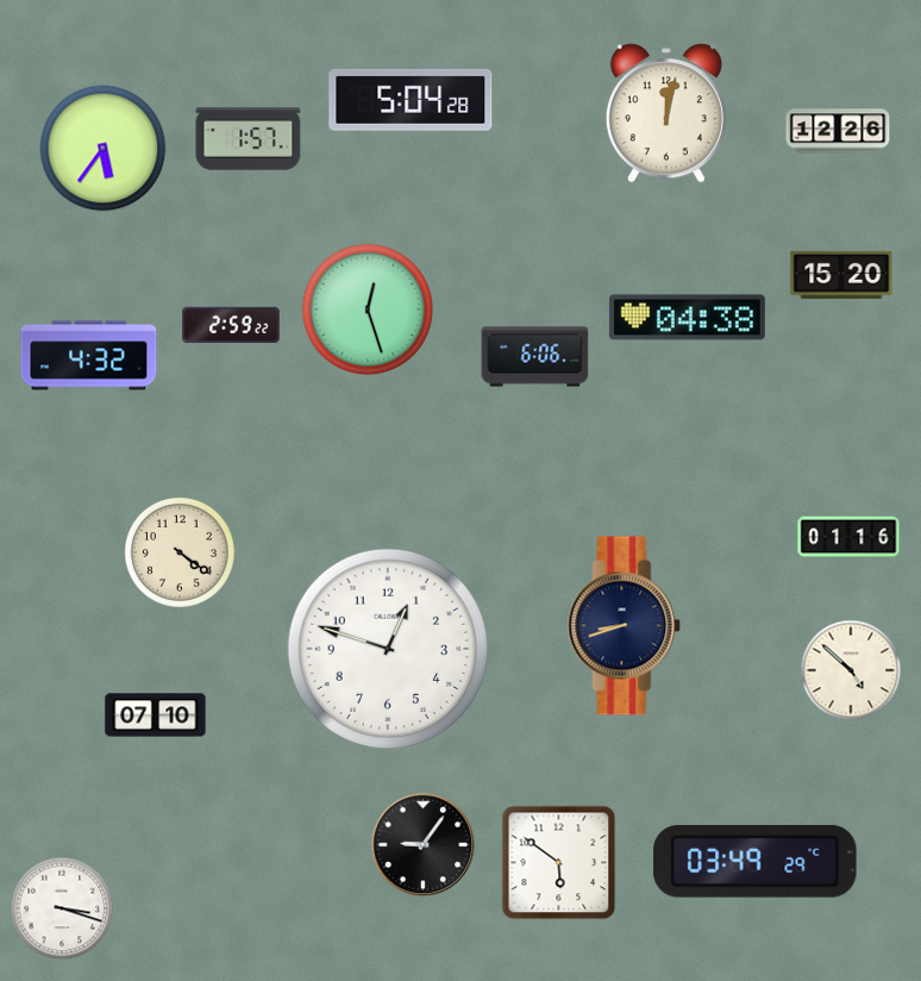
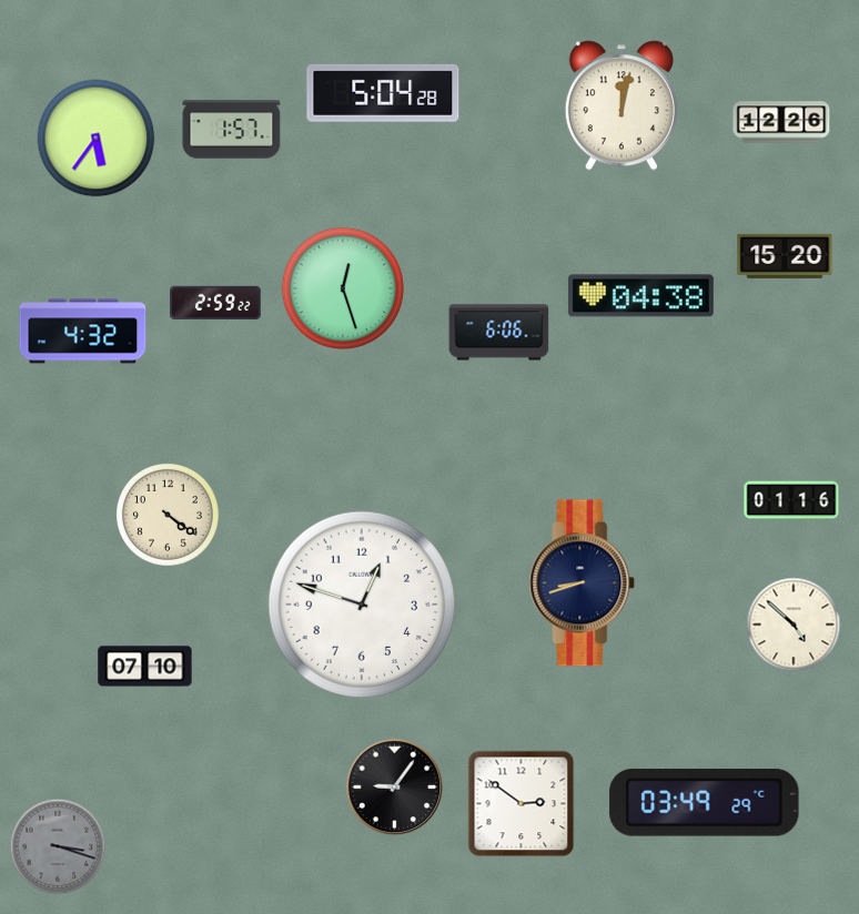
clock at (559, 863): 5:51 -> 2:51
clock at (62, 908) dial: white -> grey
